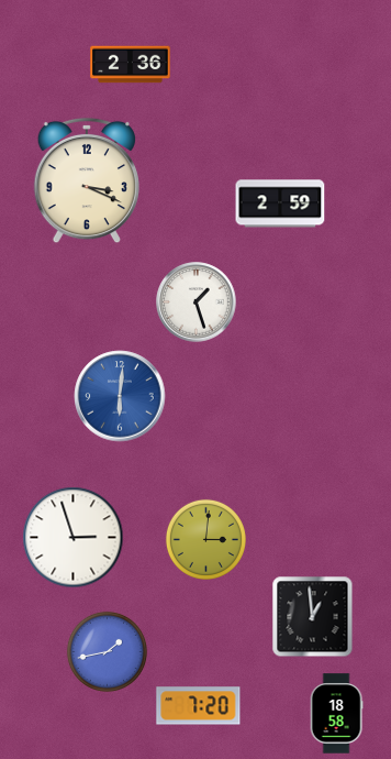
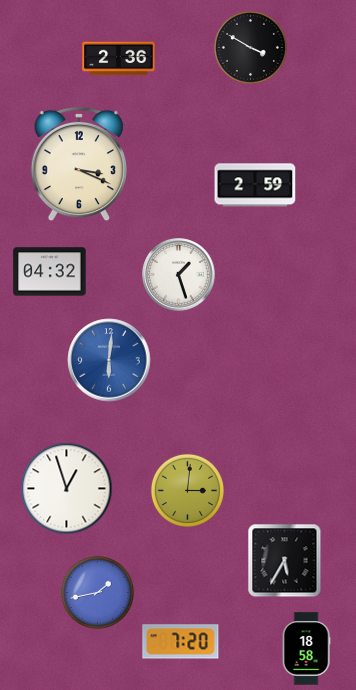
clock at (250, 47): none -> 3:50
clock at (50, 272): none -> 04:32
clock at (74, 538): 2:57 -> 12:57
clock at (313, 617): 12:59 -> 5:35
